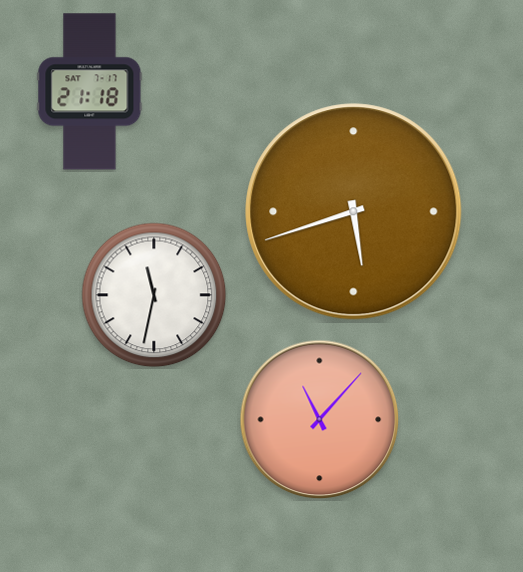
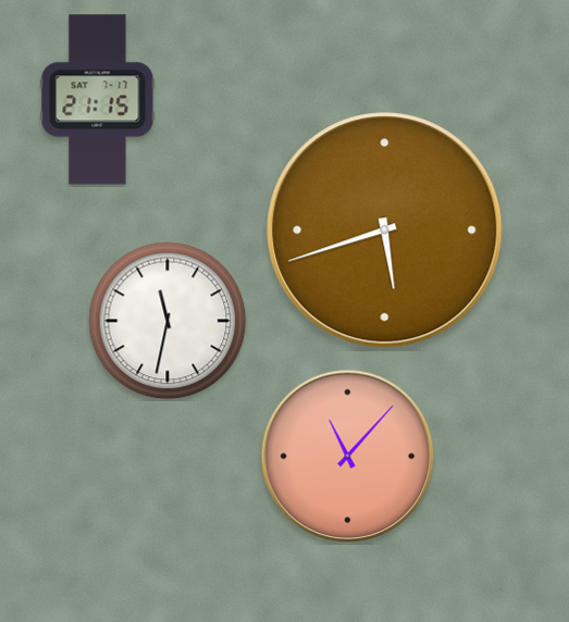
clock at (90, 92): 21:18 -> 21:15
